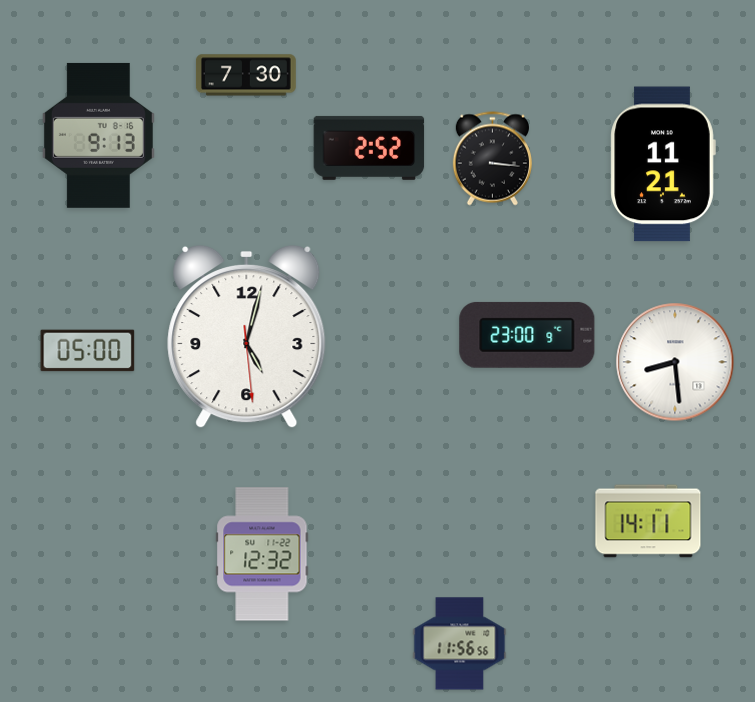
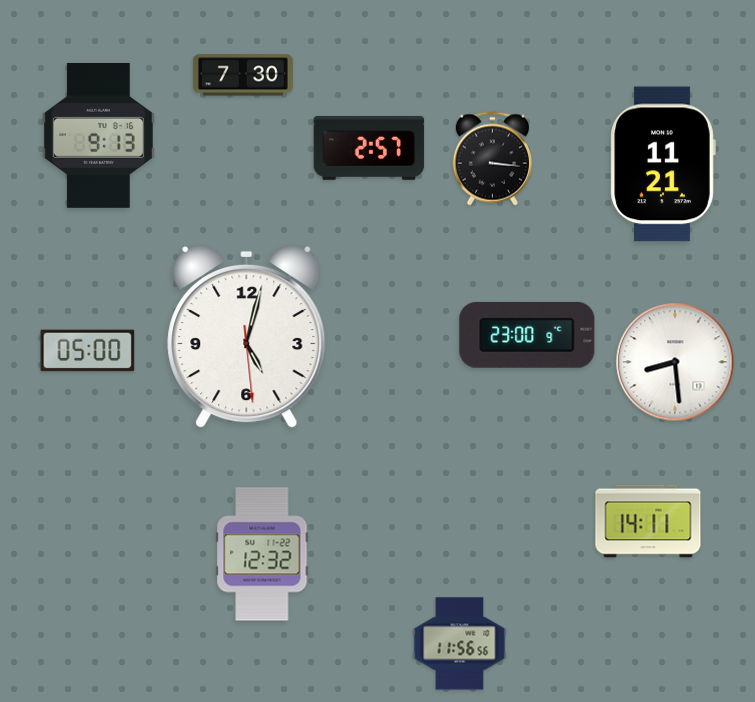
clock at (246, 75) position: (246, 75) -> (243, 75)
clock at (369, 148): 2:52 -> 2:57
